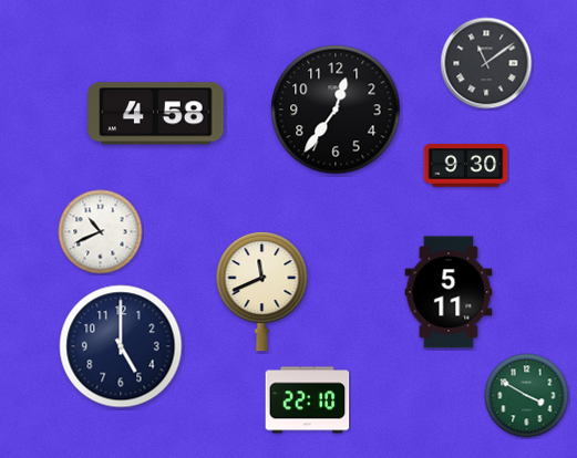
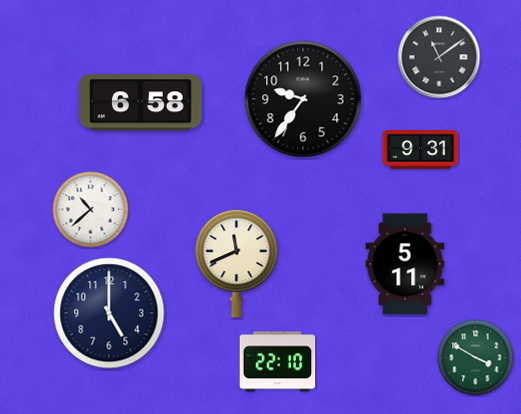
clock at (336, 110): 12:36 -> 9:36
clock at (156, 114): 4:58 -> 6:58
clock at (466, 166): 9:30 -> 9:31
clock at (101, 232): 10:41 -> 10:38
